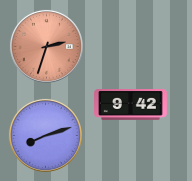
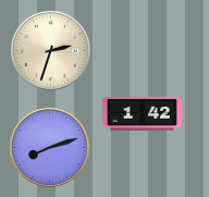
clock at (46, 46) dial: salmon -> cream
clock at (131, 105): 9:42 -> 1:42
